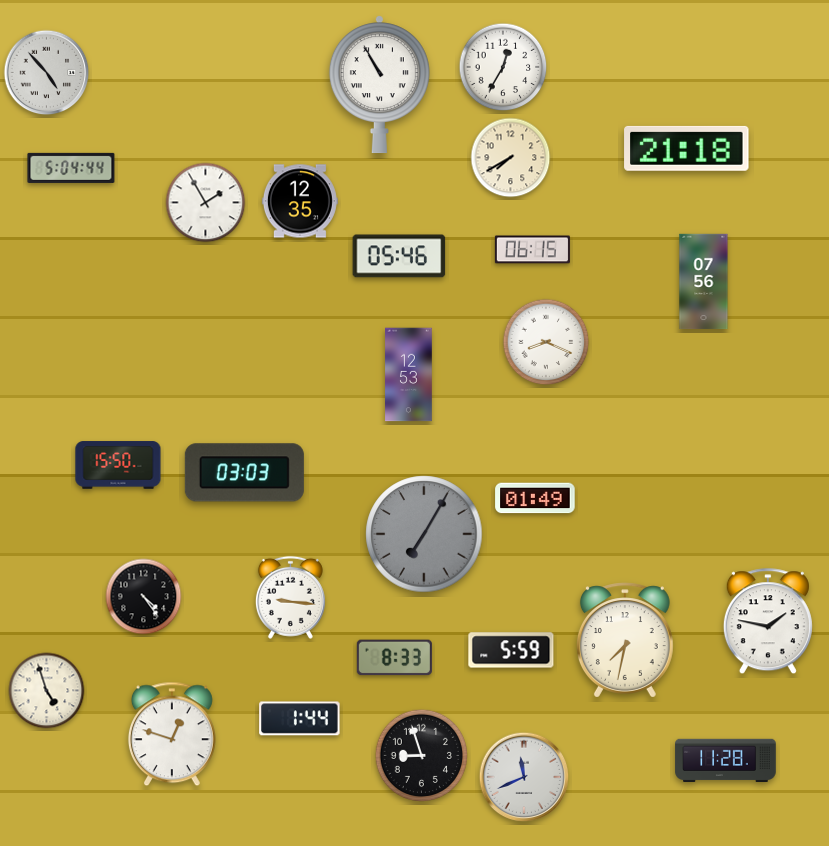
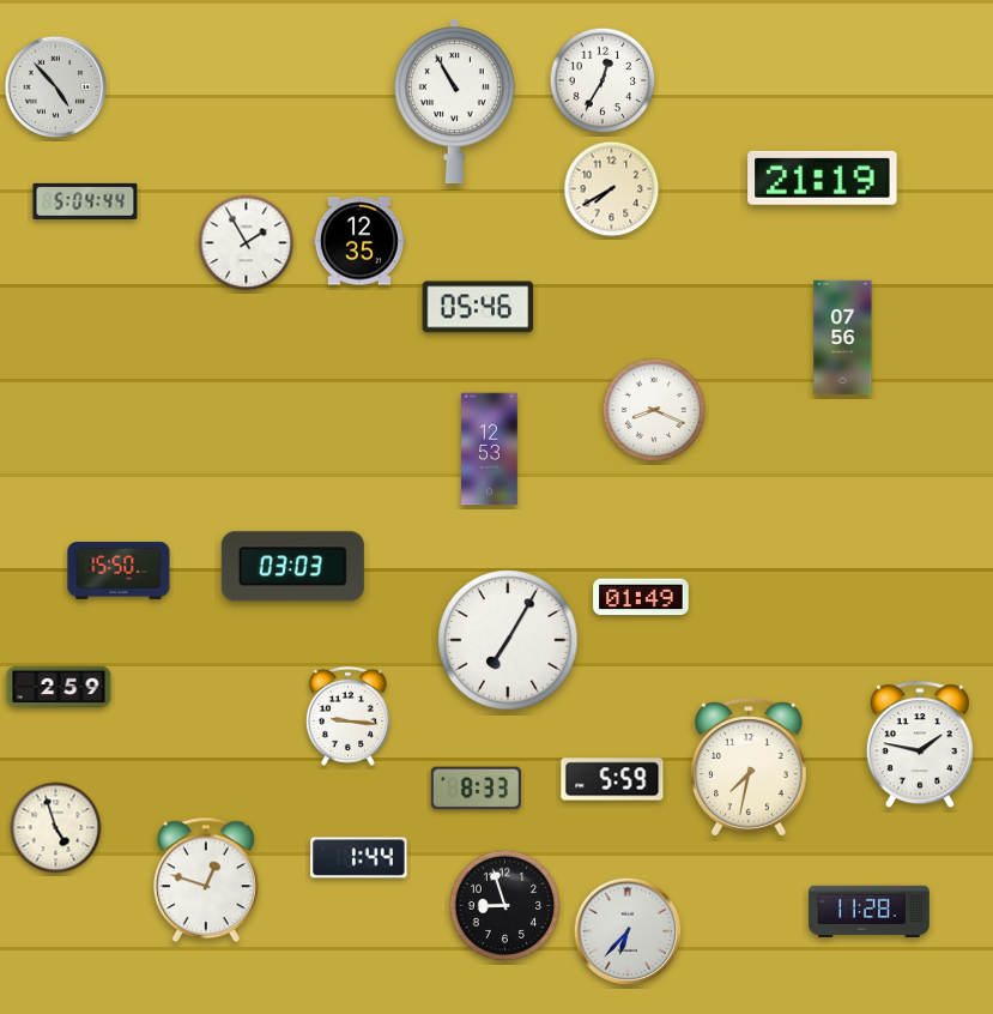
clock at (687, 148): 21:18 -> 21:19
clock at (532, 250): 06:15 -> none
clock at (118, 465) position: (118, 465) -> (119, 571)
clock at (424, 534) dial: grey -> white
clock at (59, 687): none -> 2:59
clock at (144, 597): 4:24 -> none
clock at (394, 658) position: (394, 658) -> (476, 789)
clock at (300, 719) position: (300, 719) -> (359, 858)
clock at (524, 777): 11:41 -> 6:37
